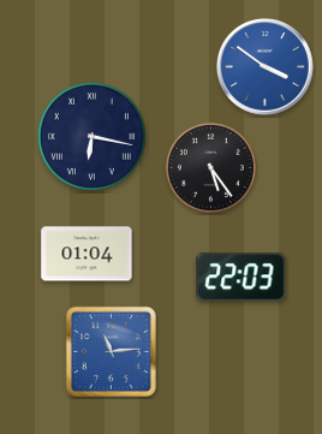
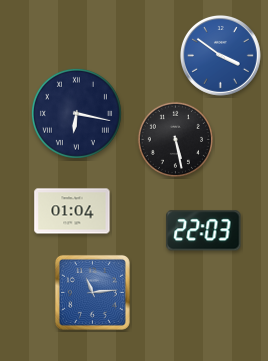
clock at (210, 167): 5:24 -> 5:28
clock at (241, 278) position: (241, 278) -> (204, 231)
